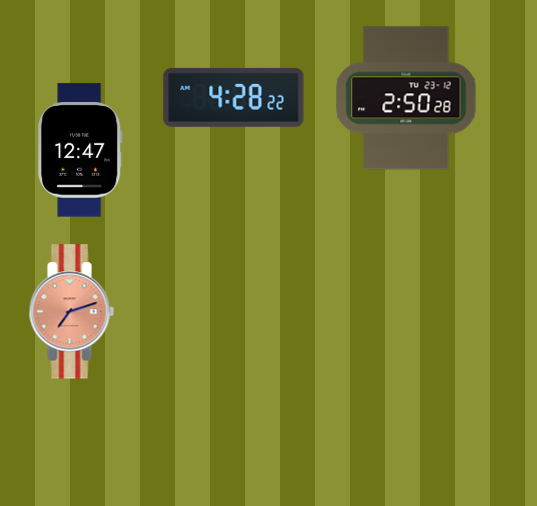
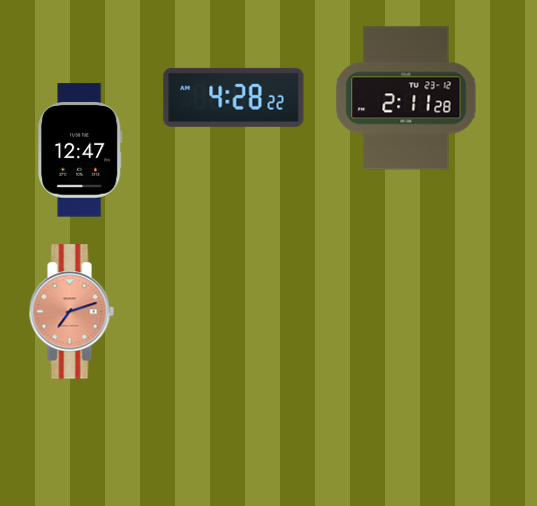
clock at (406, 98): 2:50 -> 2:11
